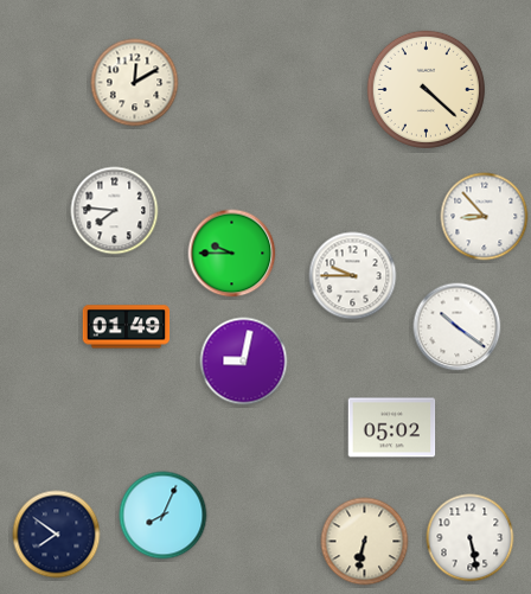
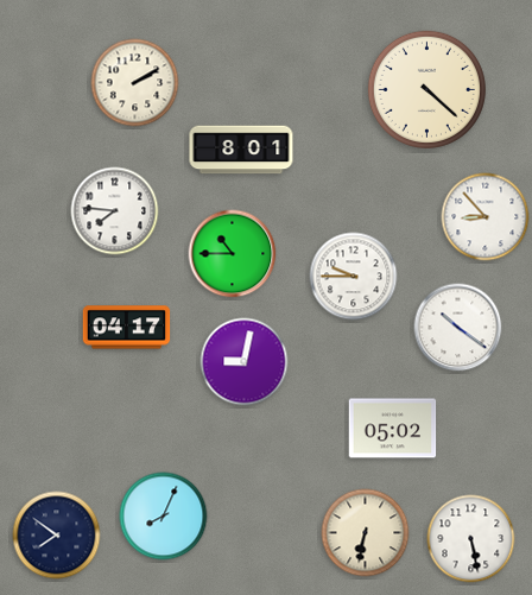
clock at (135, 83): 12:10 -> 2:10
clock at (241, 150): none -> 8:01
clock at (232, 254): 9:45 -> 10:45
clock at (127, 327): 01:49 -> 04:17
clock at (365, 542) position: (365, 542) -> (366, 533)
